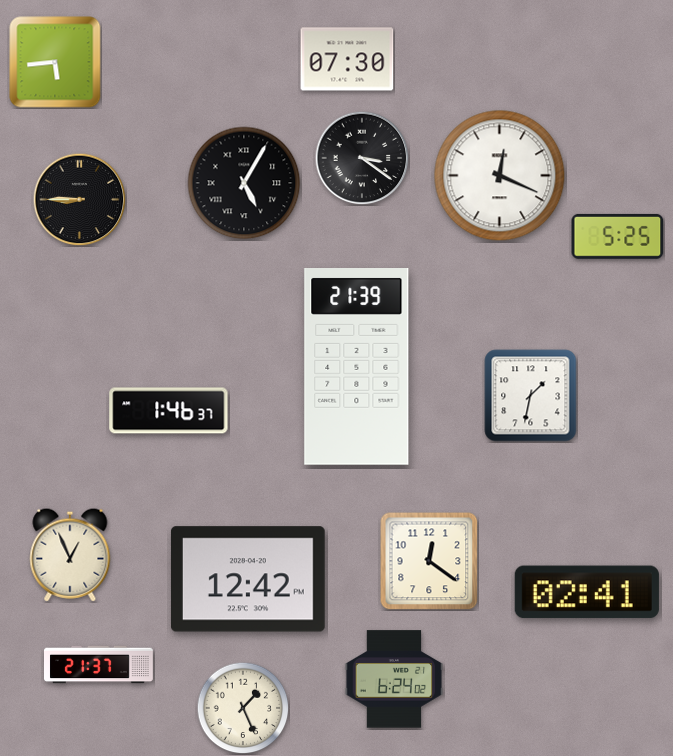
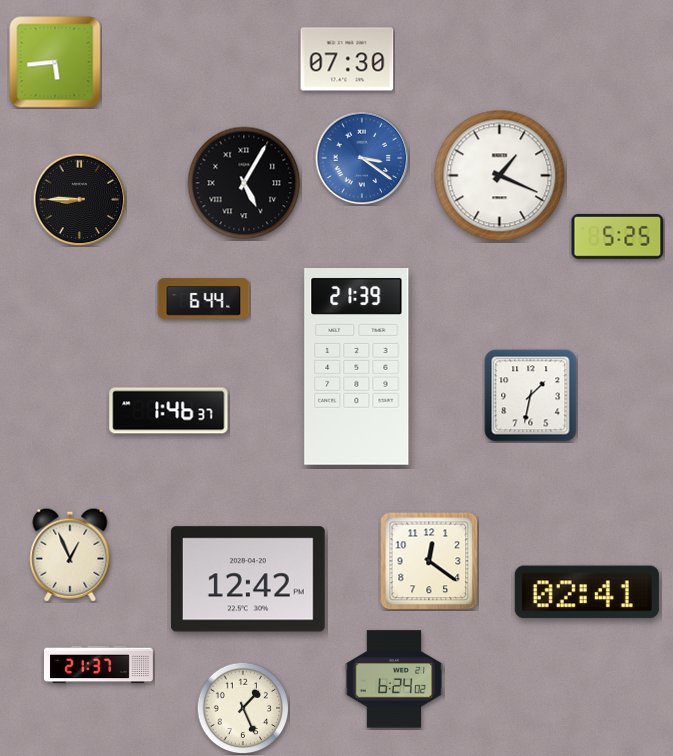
clock at (362, 158) dial: black -> blue
clock at (500, 176): 12:19 -> 1:19
clock at (204, 299): none -> 6:44
